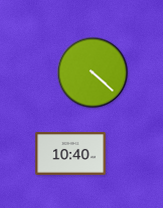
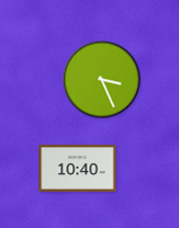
clock at (93, 73): 4:22 -> 3:26
